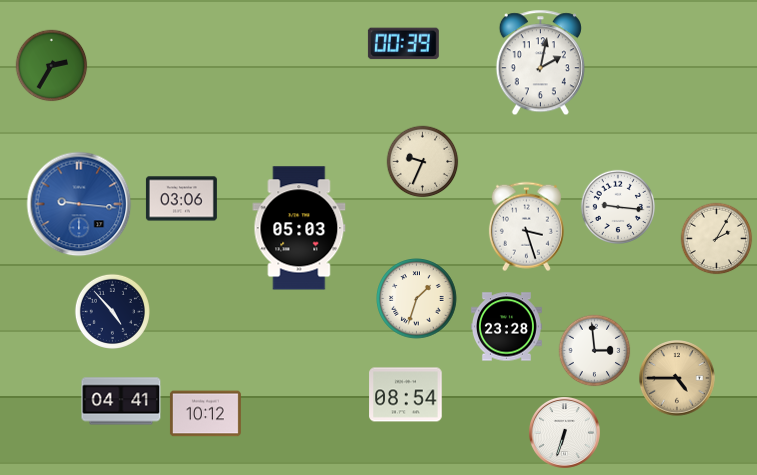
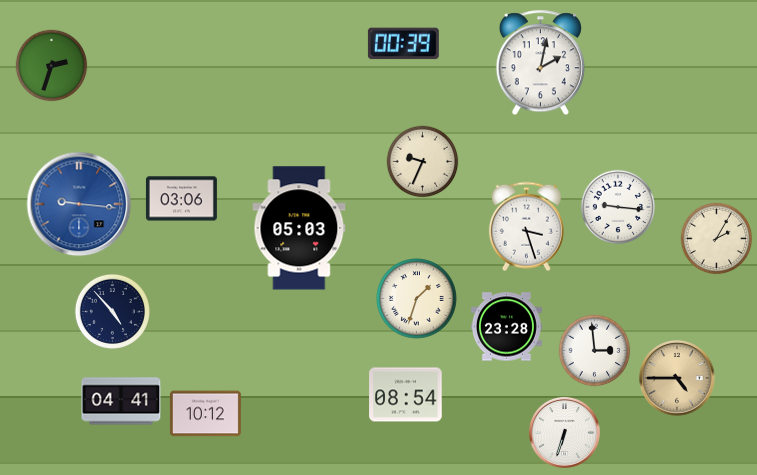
clock at (52, 66): 2:35 -> 2:33
